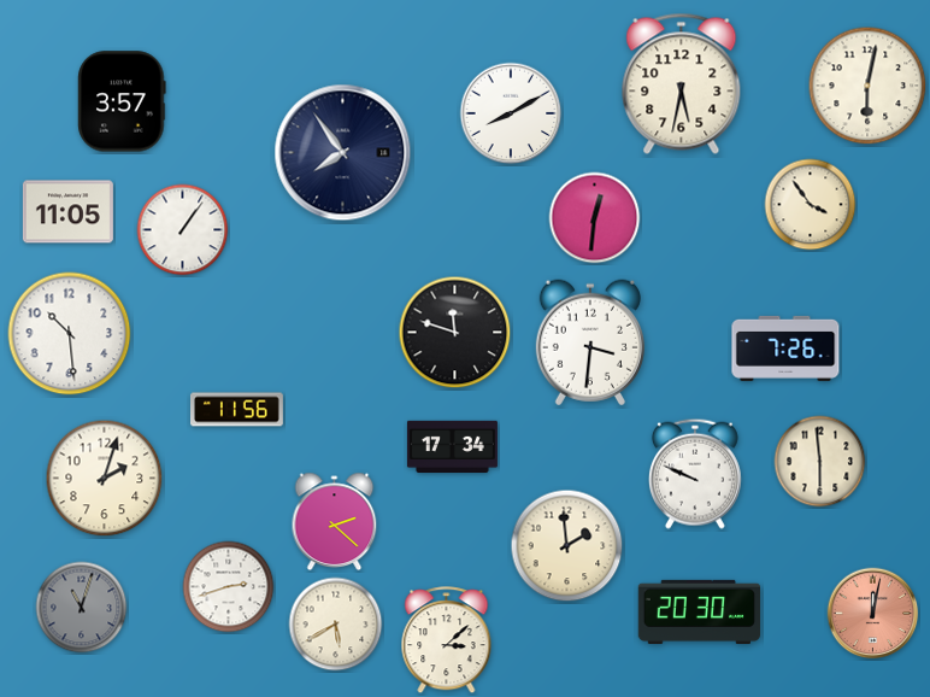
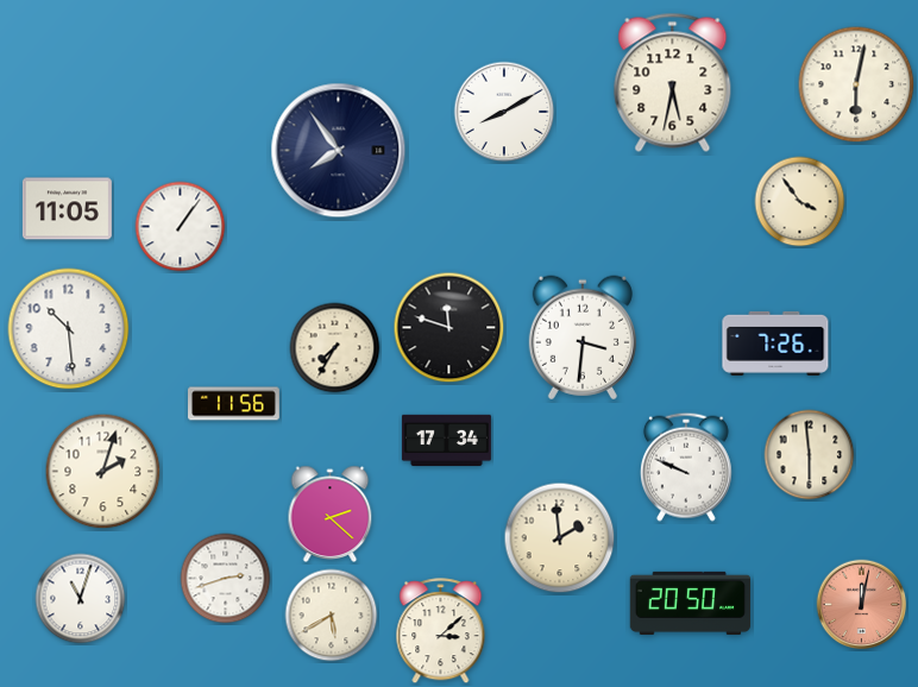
clock at (122, 101): 3:57 -> none
clock at (595, 218): 12:31 -> none
clock at (335, 348): none -> 7:35
clock at (82, 608) dial: grey -> white
clock at (700, 611): 20:30 -> 20:50
